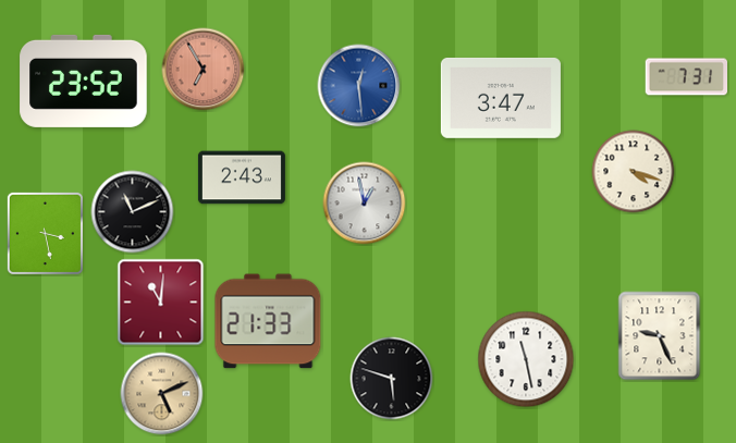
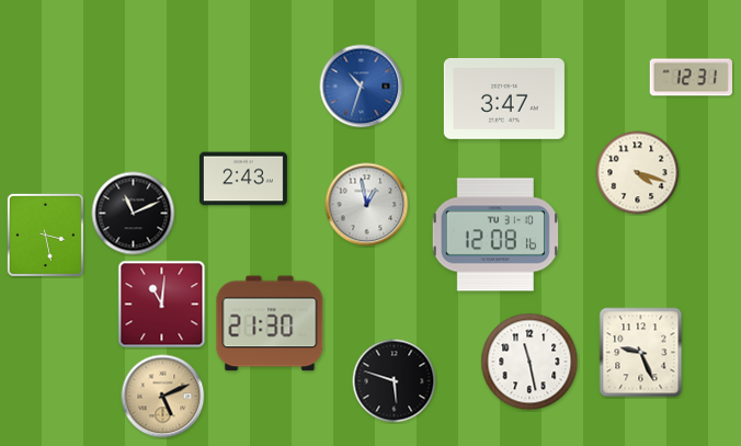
clock at (204, 70): 6:55 -> none
clock at (687, 77): 7:31 -> 12:31
clock at (84, 81): 23:52 -> none
clock at (359, 86): 12:29 -> 10:33
clock at (494, 235): none -> 12:08
clock at (268, 321): 21:33 -> 21:30
clock at (660, 336) position: (660, 336) -> (641, 353)
